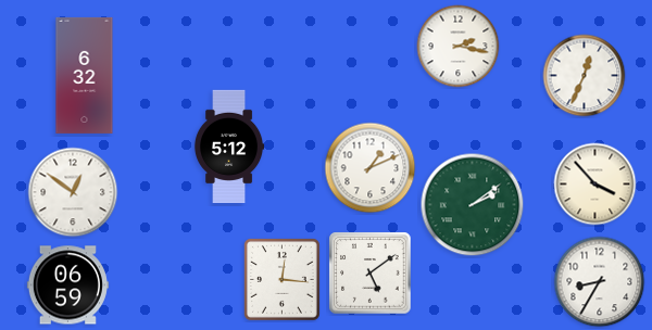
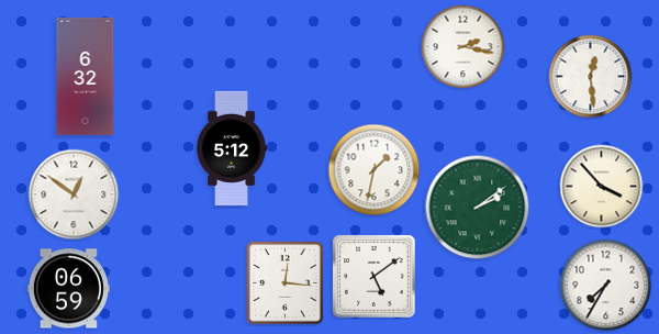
clock at (585, 76): 12:34 -> 12:29
clock at (371, 168): 1:11 -> 1:32
clock at (600, 282): 8:35 -> 7:35
